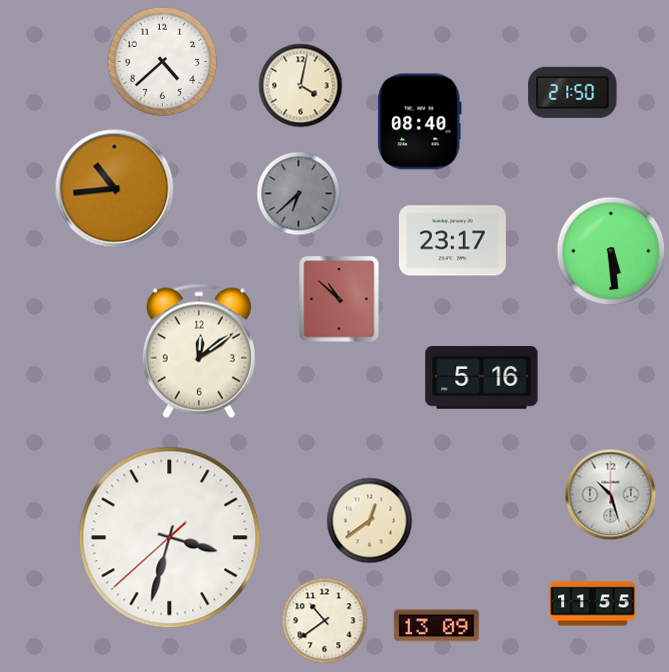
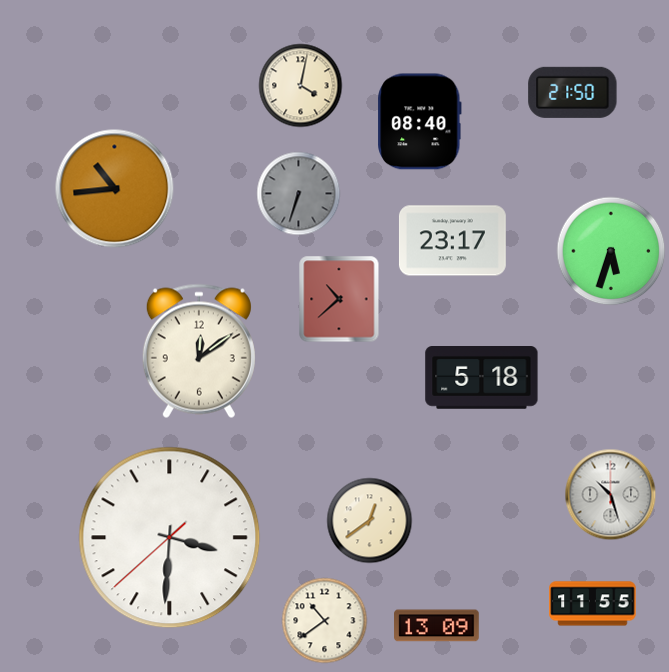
clock at (163, 62): 4:38 -> none
clock at (299, 194): 6:38 -> 6:33
clock at (611, 251): 5:29 -> 5:33
clock at (339, 299): 10:52 -> 10:38
clock at (482, 378): 5:16 -> 5:18
clock at (170, 538): 3:32 -> 3:30
